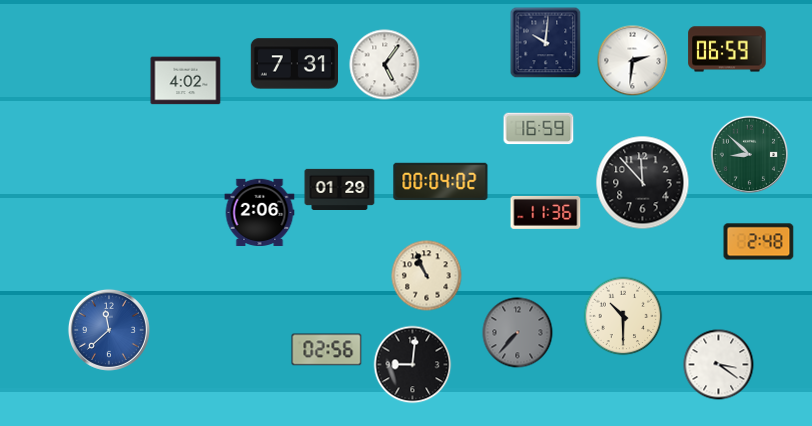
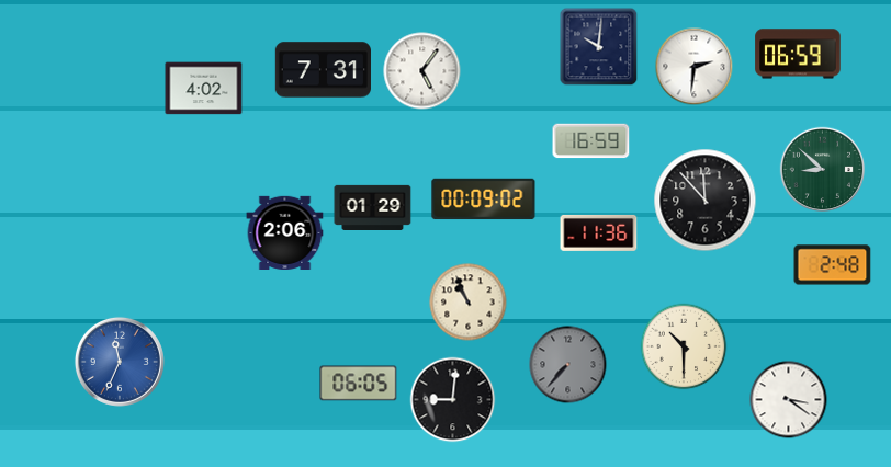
clock at (441, 182): 00:04 -> 00:09
clock at (109, 330): 11:38 -> 11:34
clock at (327, 350): 02:56 -> 06:05
